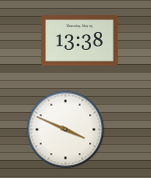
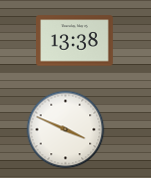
clock at (80, 41) position: (80, 41) -> (75, 41)
